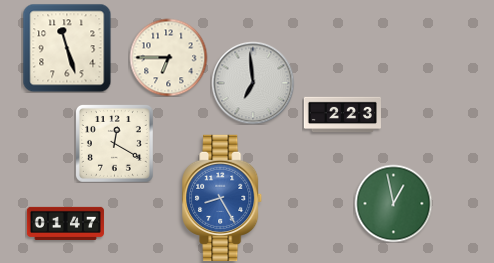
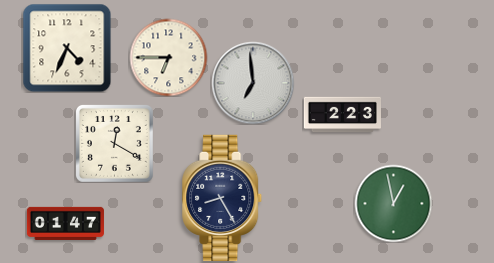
clock at (67, 48): 11:27 -> 4:34
clock at (223, 197) dial: blue -> navy
